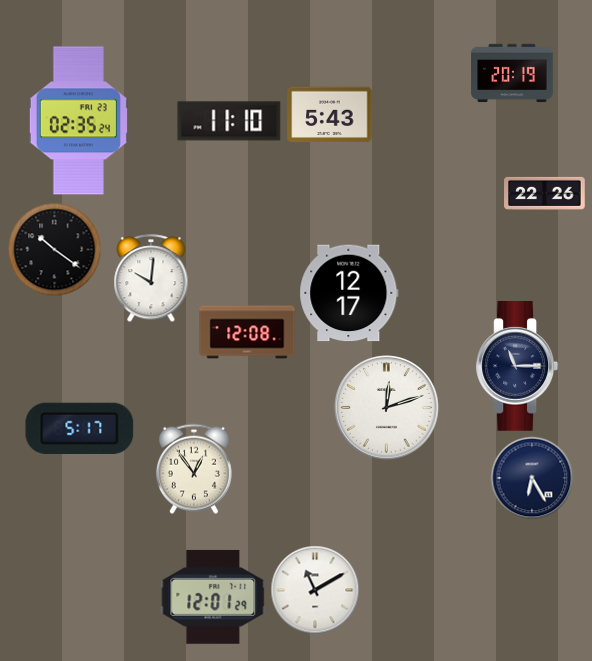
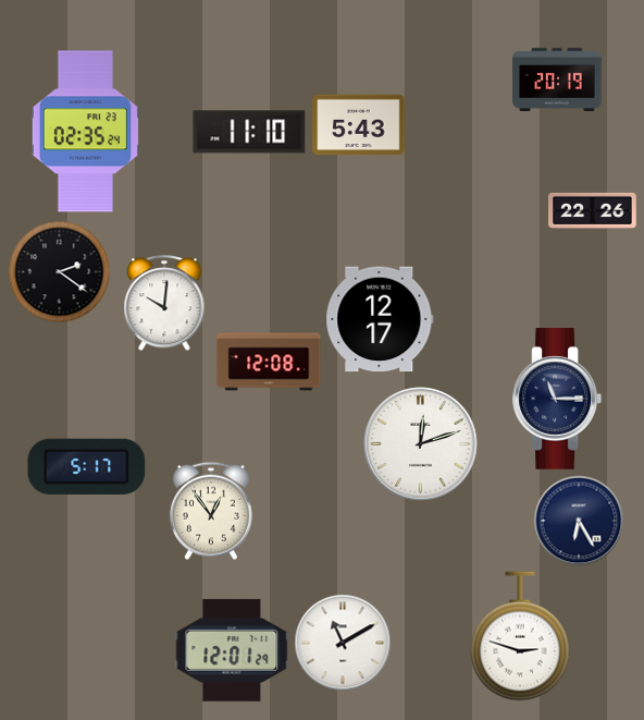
clock at (54, 249): 10:21 -> 2:21
clock at (517, 367) position: (517, 367) -> (557, 400)
clock at (520, 636): none -> 2:48
